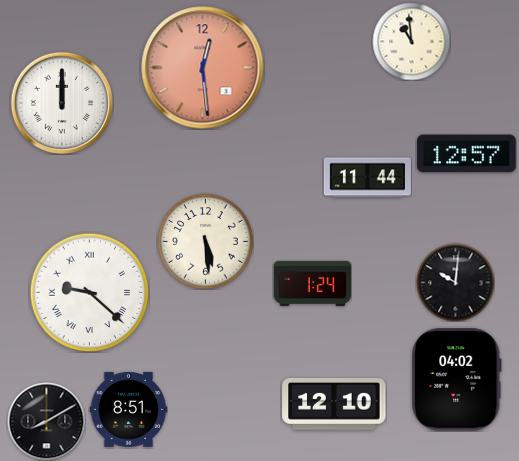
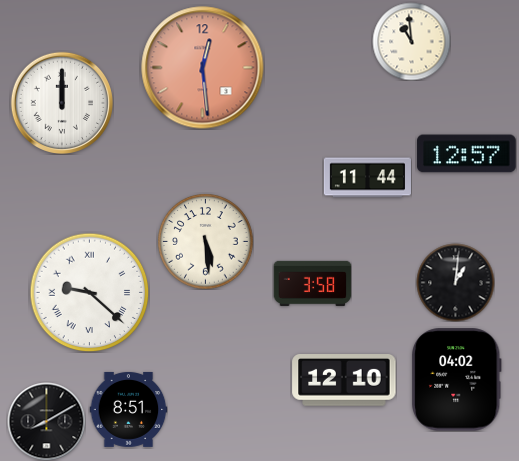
clock at (455, 282): 10:01 -> 1:01
clock at (312, 283): 1:24 -> 3:58
clock at (334, 405) position: (334, 405) -> (344, 381)
